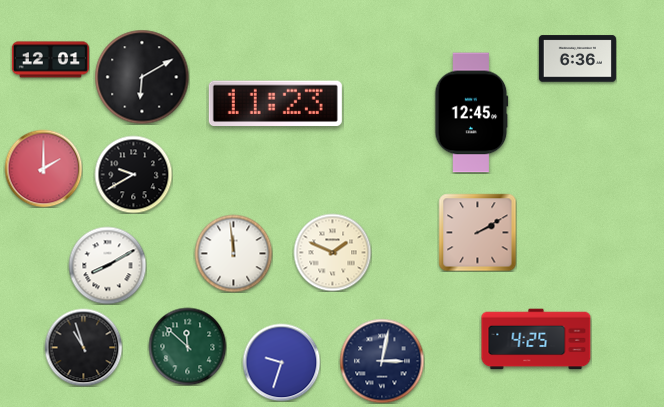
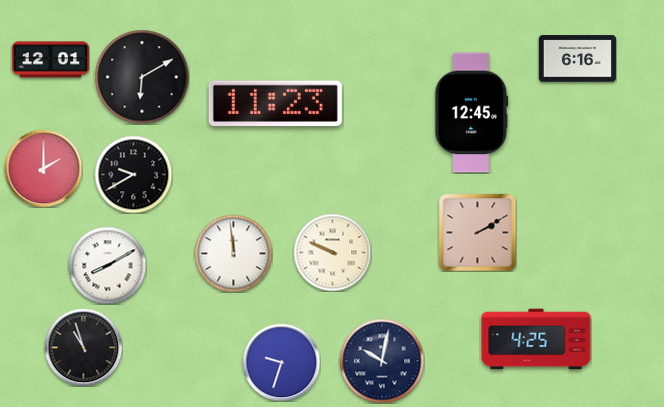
clock at (577, 59): 6:36 -> 6:16
clock at (332, 252): 1:49 -> 9:49
clock at (187, 346): 11:52 -> none
clock at (382, 361): 3:02 -> 10:02
